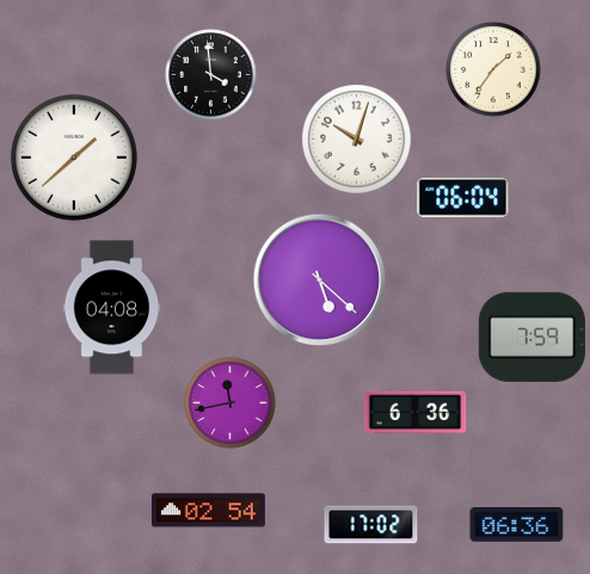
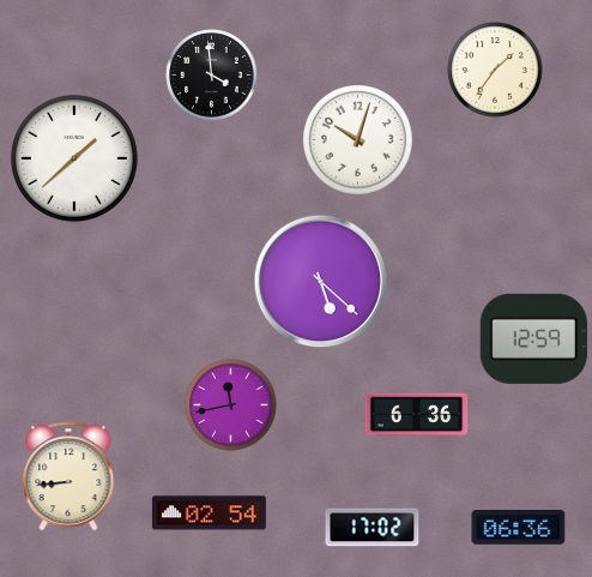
clock at (463, 197): 06:04 -> none
clock at (112, 308): 04:08 -> none
clock at (531, 337): 7:59 -> 12:59
clock at (68, 476): none -> 8:44
